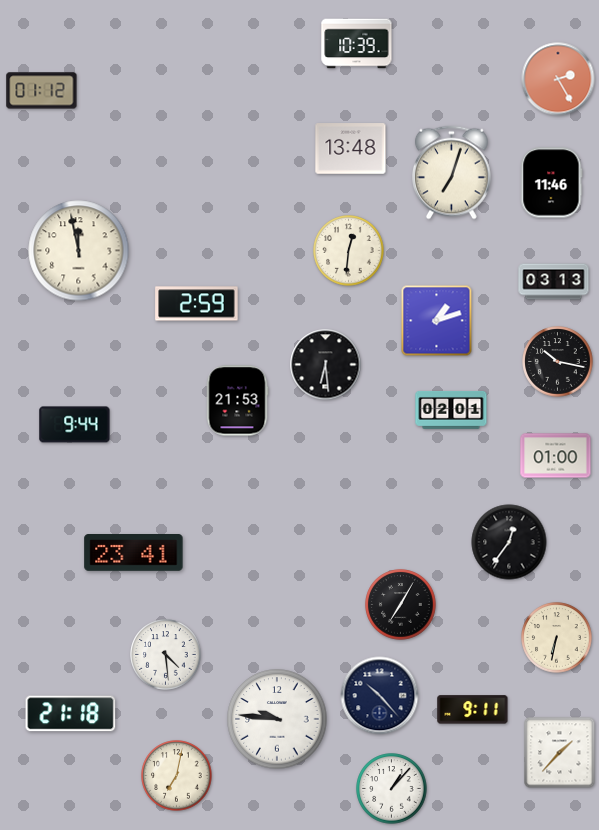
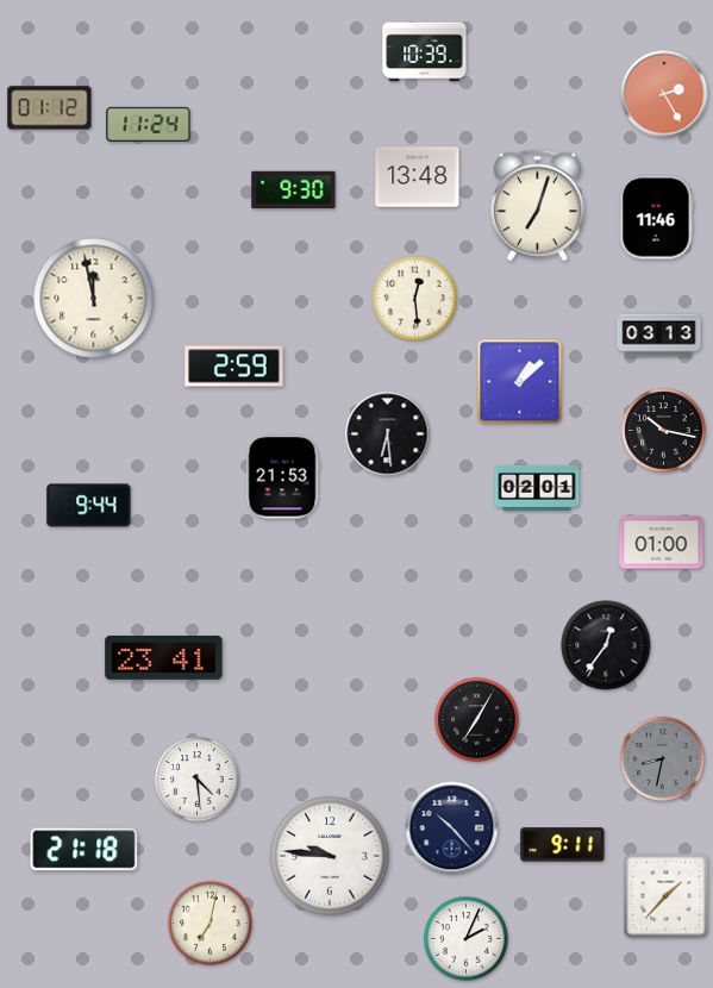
clock at (149, 124): none -> 11:24
clock at (294, 190): none -> 9:30
clock at (349, 251): 12:31 -> 12:29
clock at (197, 304) position: (197, 304) -> (234, 367)
clock at (437, 321): 1:12 -> 1:08
clock at (134, 553) position: (134, 553) -> (164, 658)
clock at (557, 638): 6:32 -> 8:32
clock at (557, 638) dial: cream -> grey
clock at (392, 789): 1:07 -> 2:04
